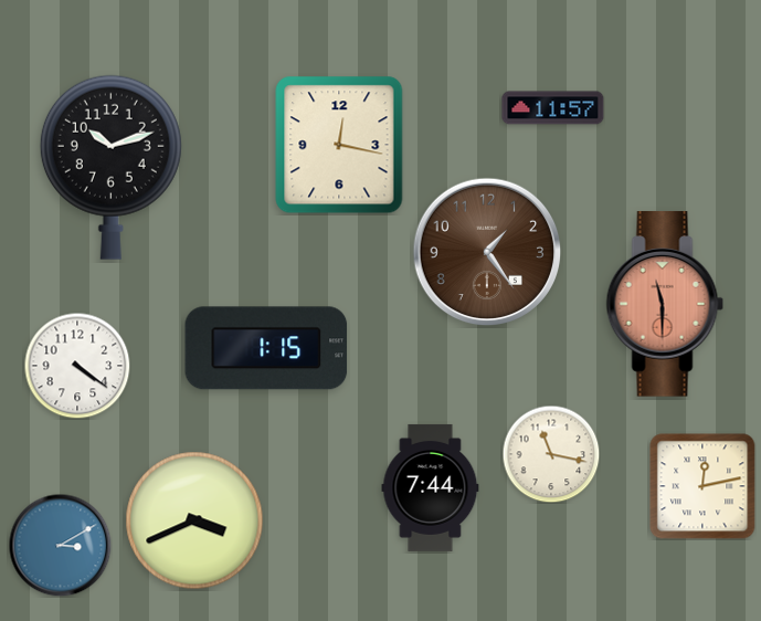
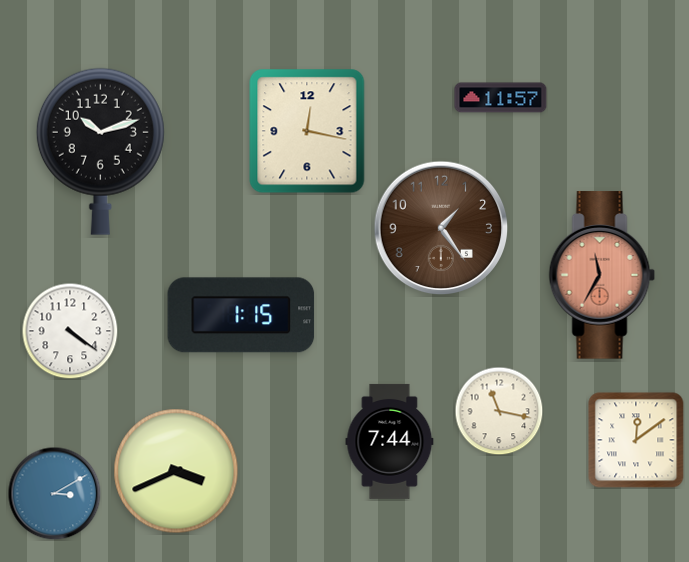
clock at (665, 304): 11:30 -> 11:35
clock at (702, 486): 12:13 -> 12:09
